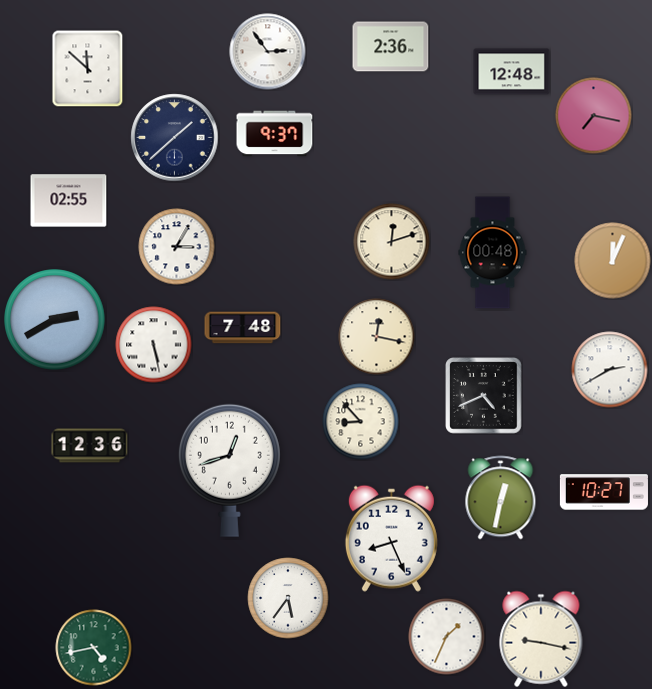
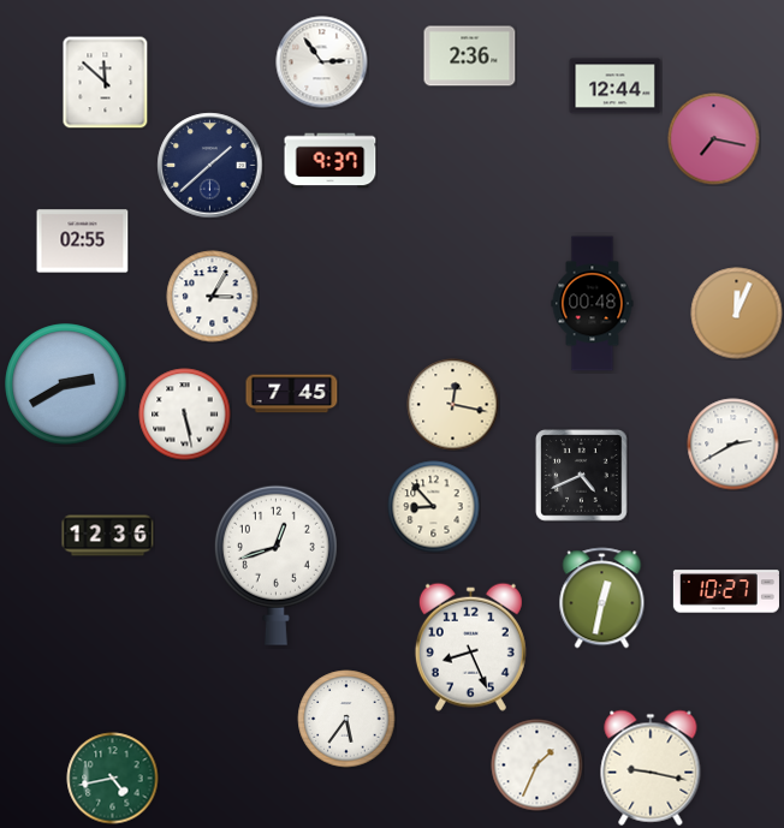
clock at (512, 72): 12:48 -> 12:44
clock at (392, 242): 12:12 -> none
clock at (243, 328): 7:48 -> 7:45
